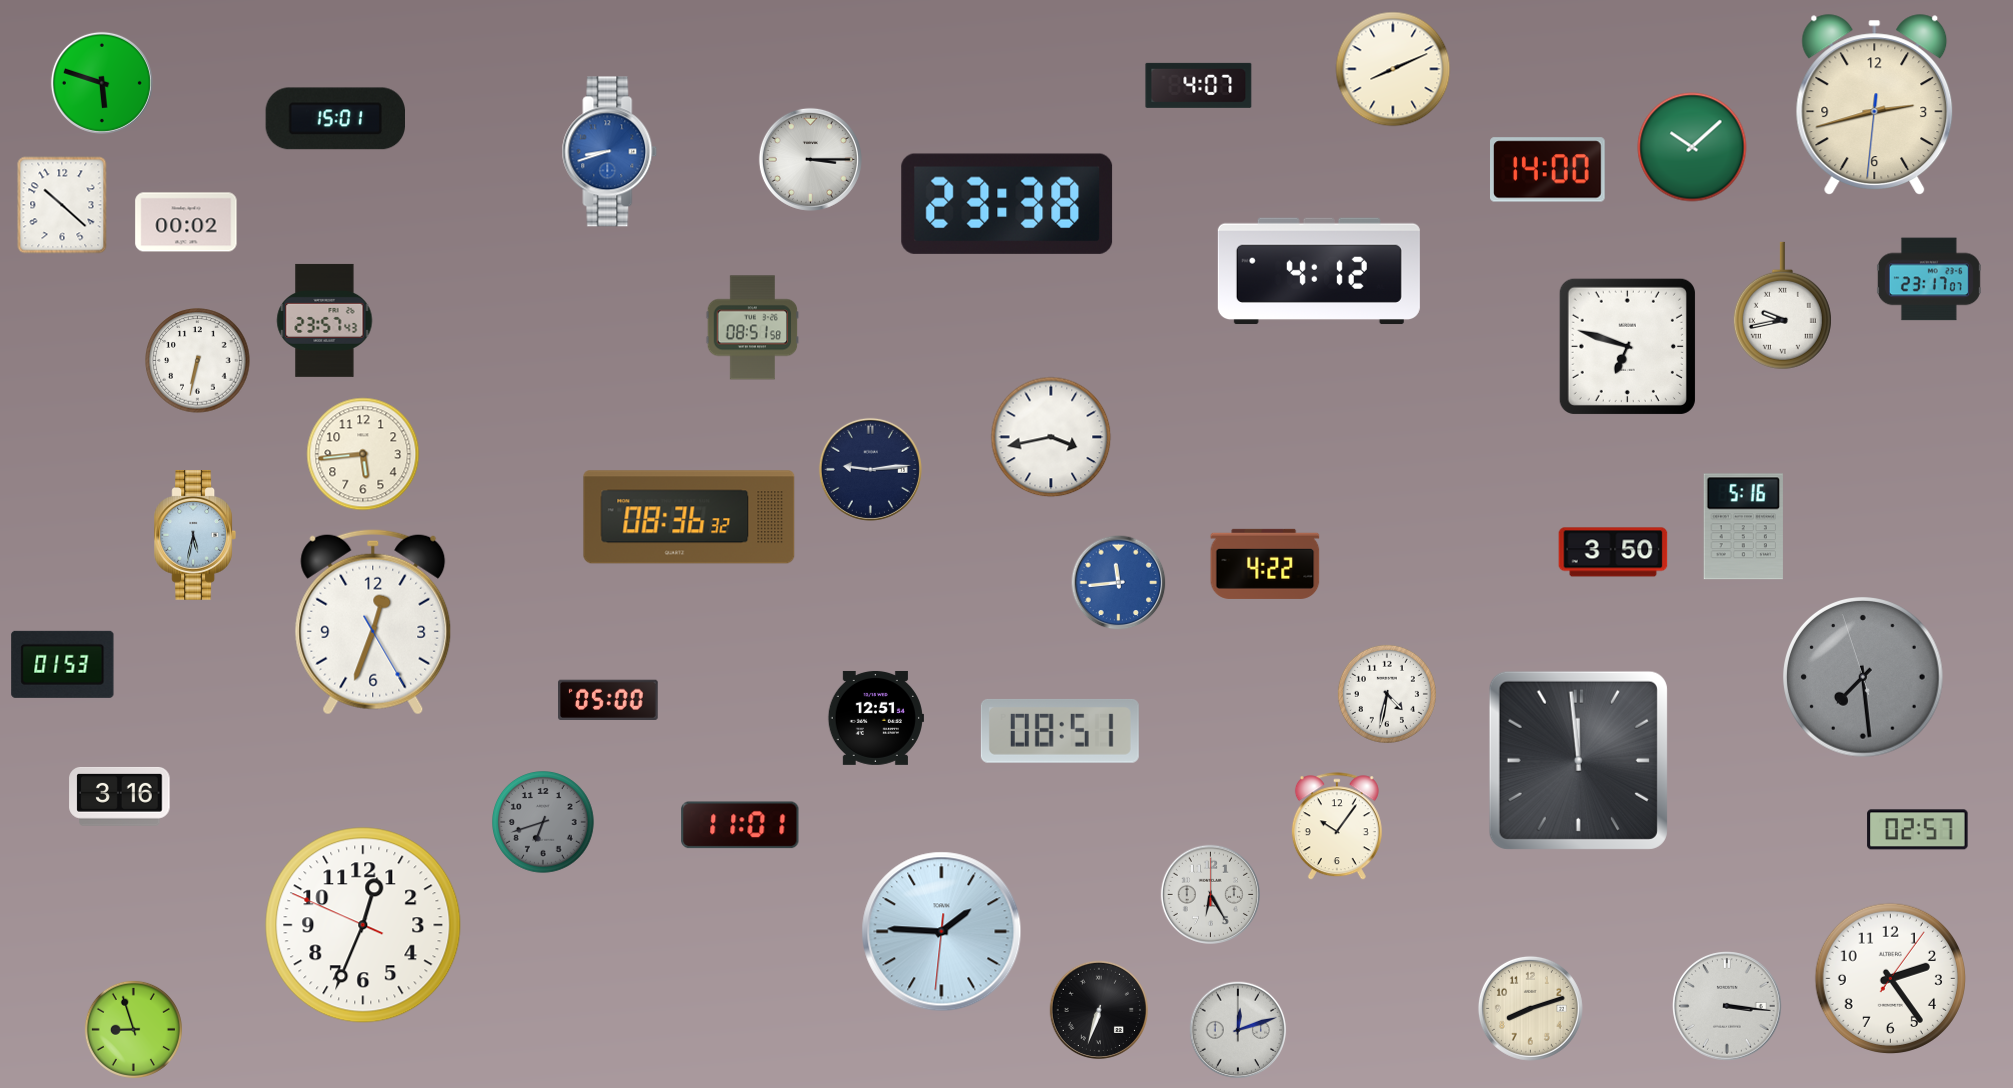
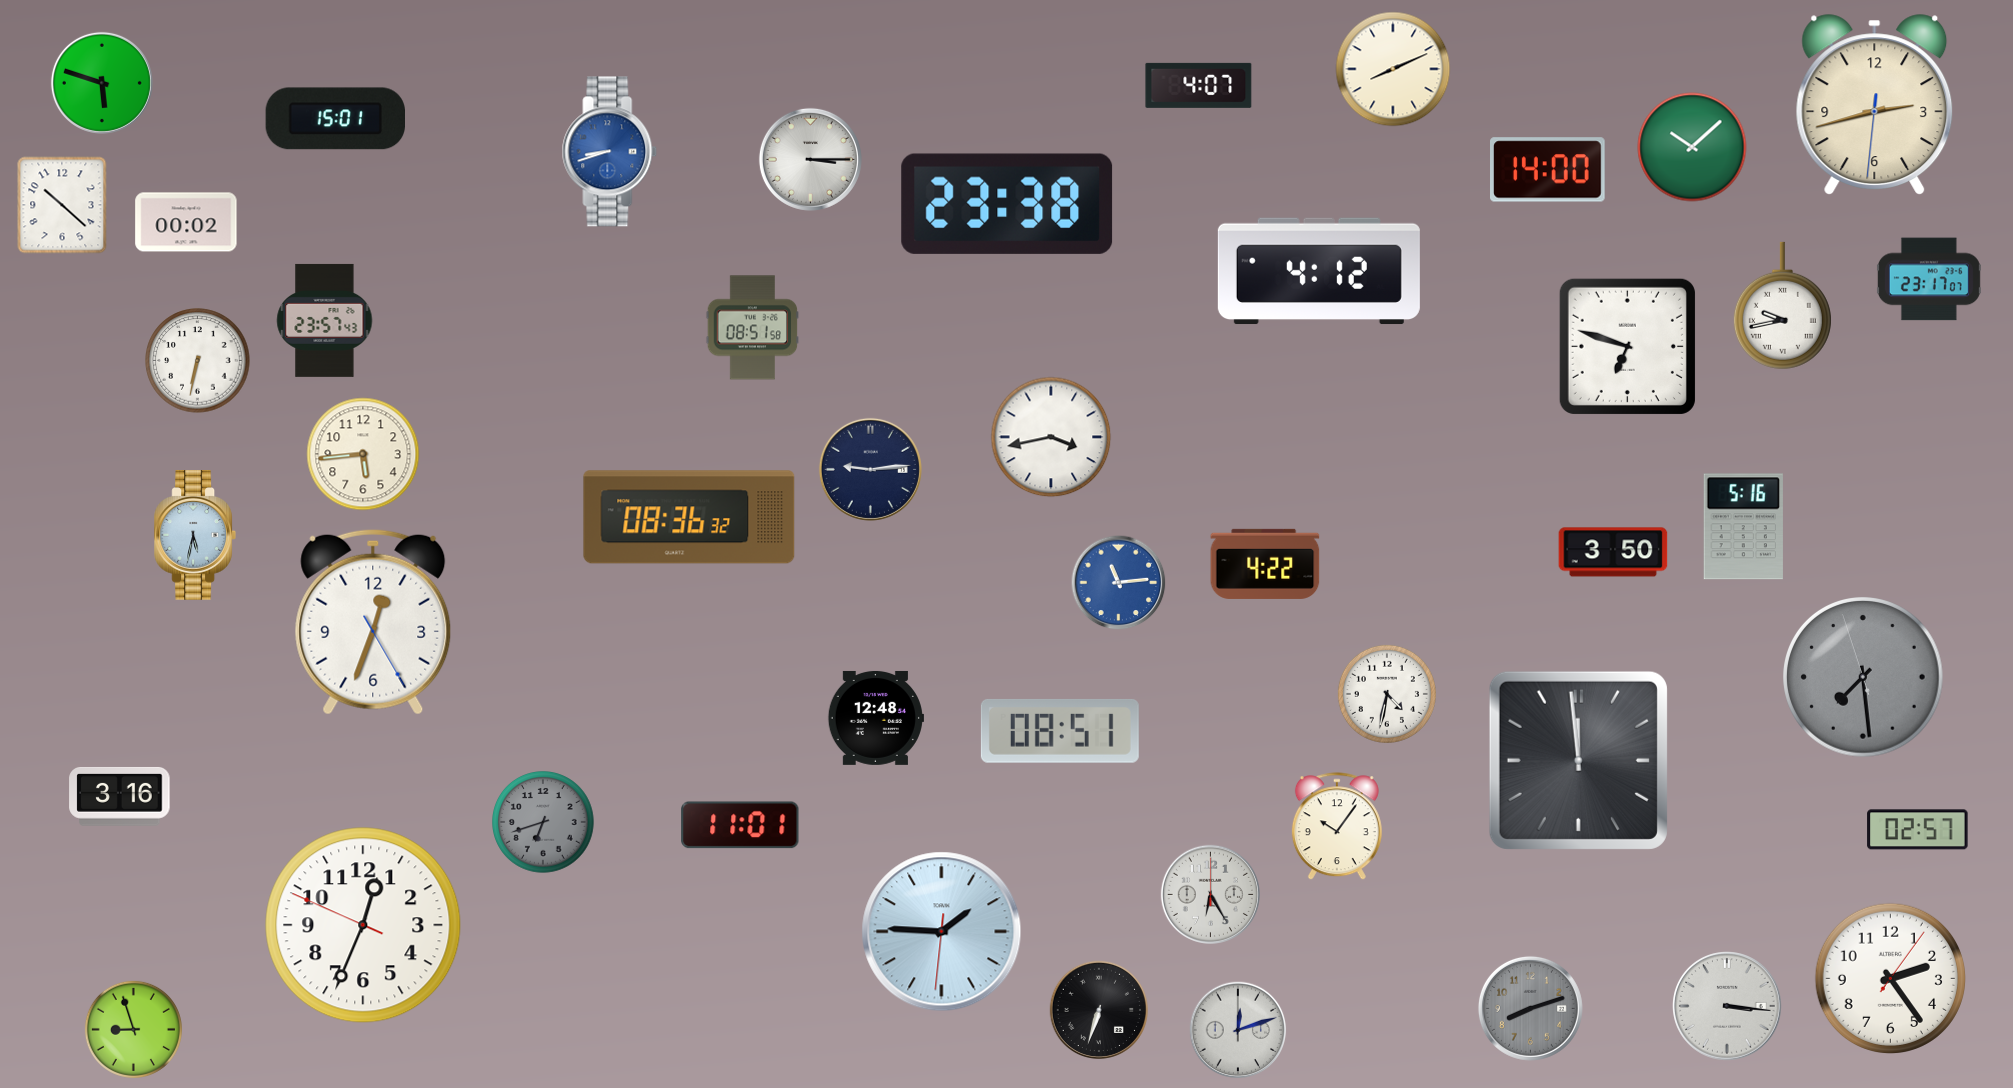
clock at (1119, 583): 11:44 -> 11:14
clock at (63, 664): 01:53 -> none
clock at (608, 699): 05:00 -> none
clock at (876, 718): 12:51 -> 12:48
clock at (1530, 1008) dial: cream -> grey
